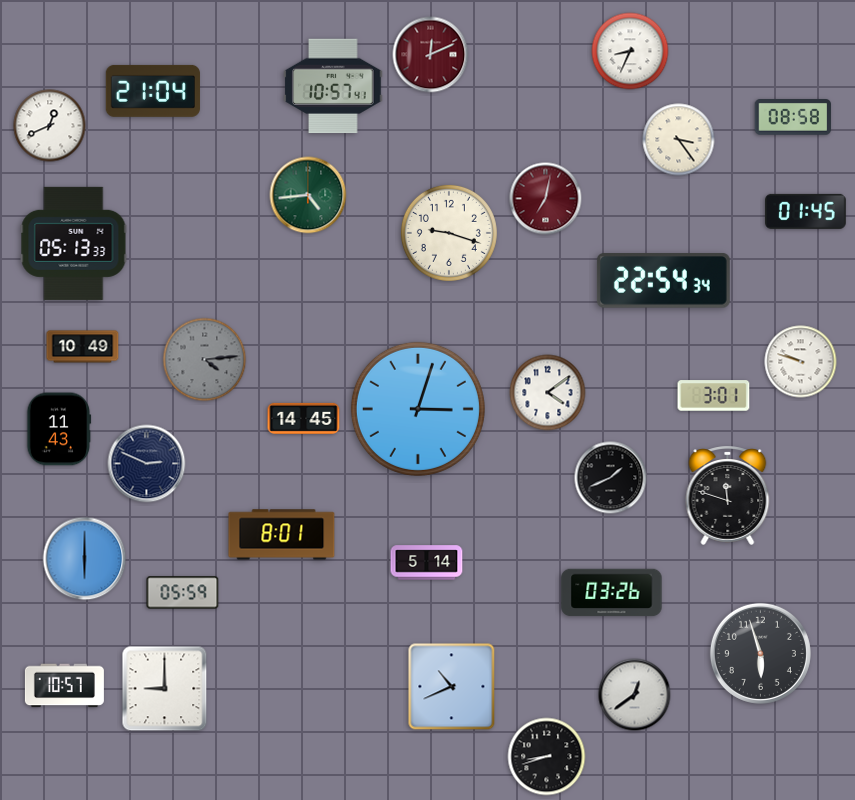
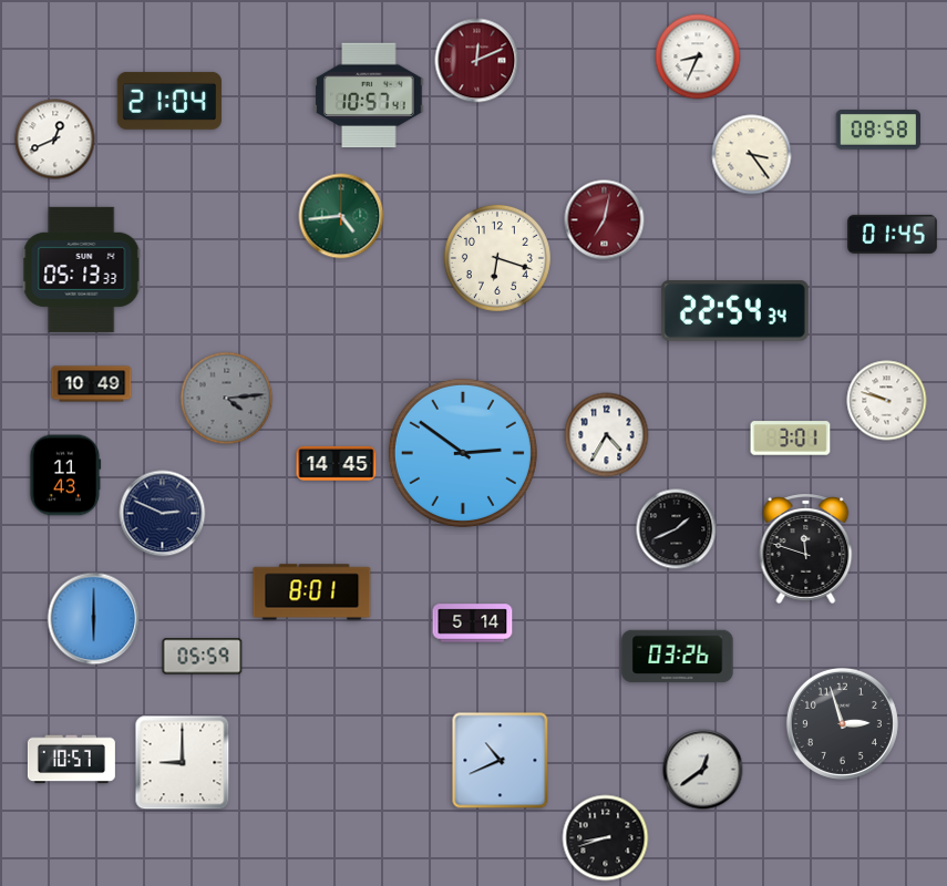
clock at (449, 233): 9:18 -> 6:18
clock at (548, 393): 4:09 -> 4:35
clock at (418, 409): 3:03 -> 2:51
clock at (760, 653): 5:57 -> 2:57
